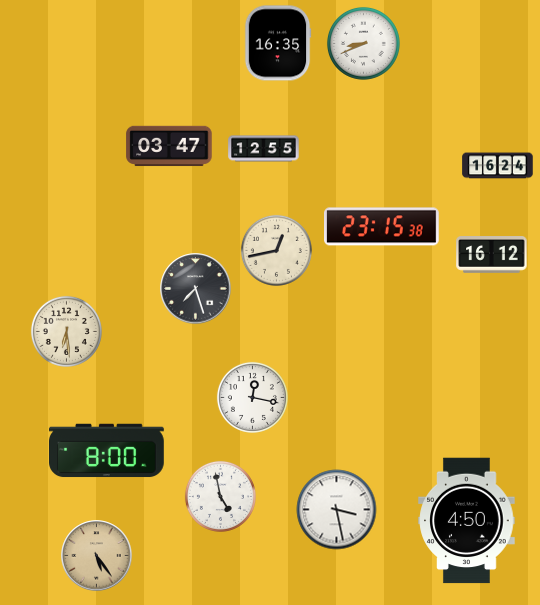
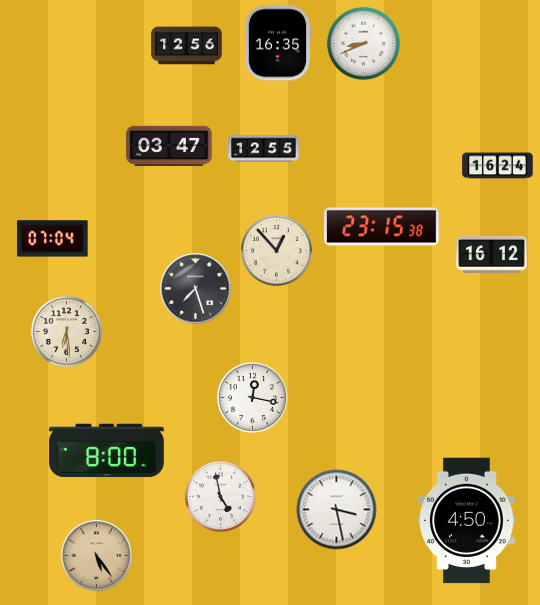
clock at (187, 46): none -> 12:56
clock at (53, 239): none -> 07:04
clock at (276, 250): 12:43 -> 12:53
